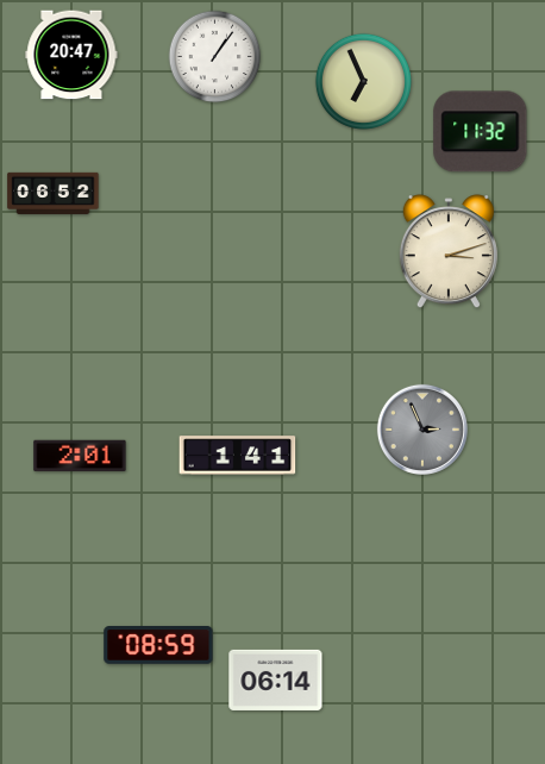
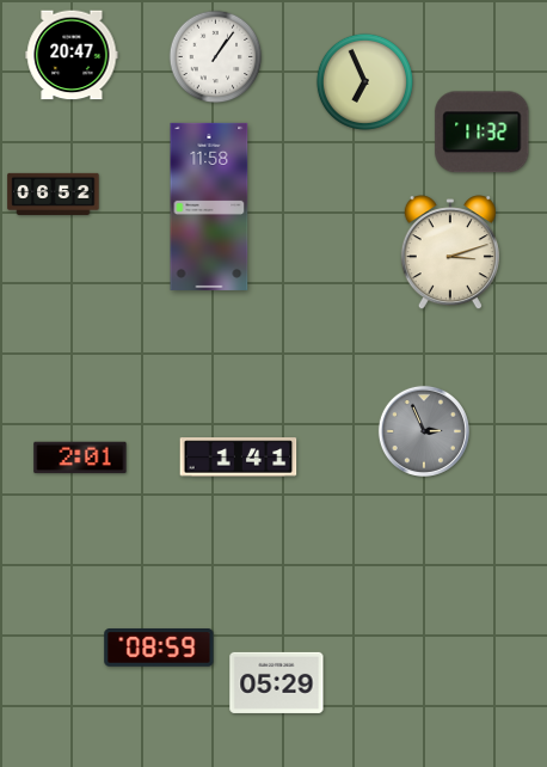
clock at (209, 207): none -> 11:58
clock at (276, 680): 06:14 -> 05:29
